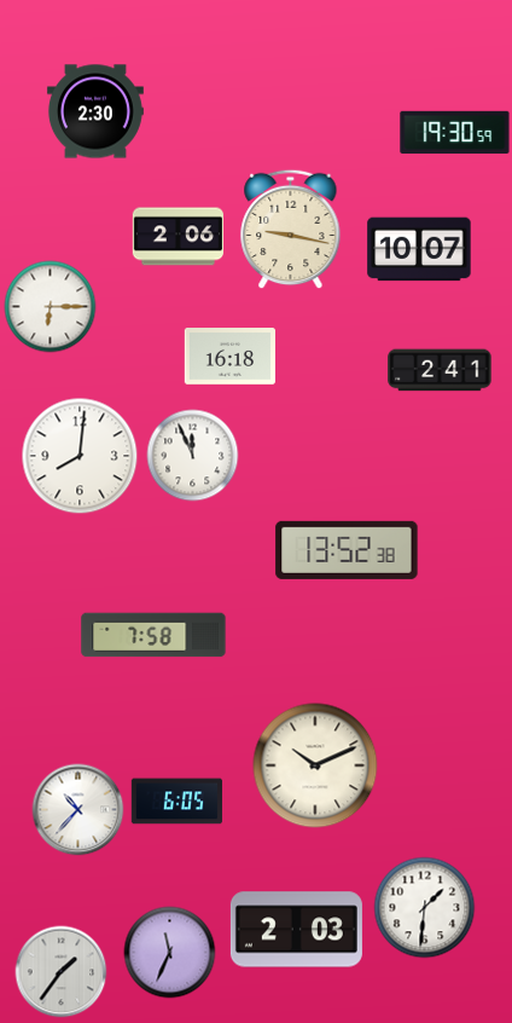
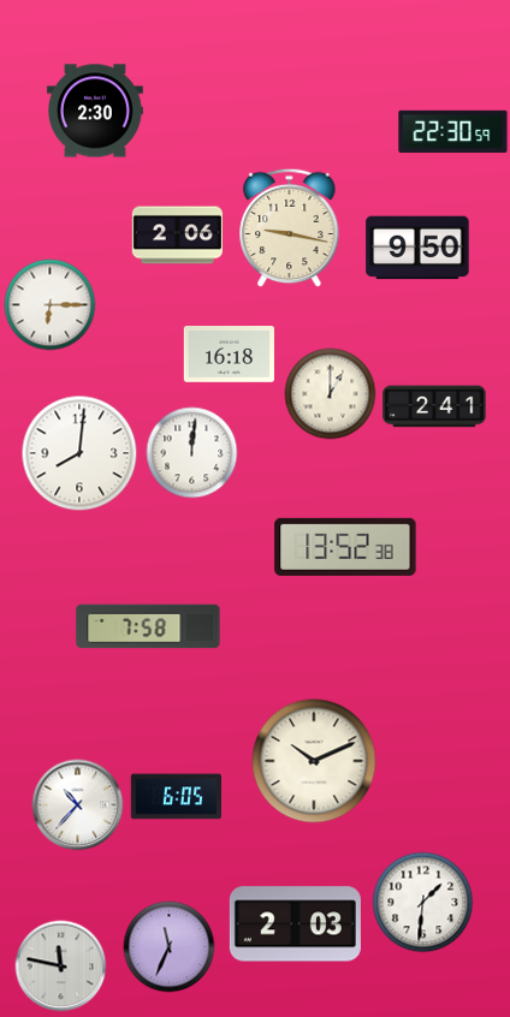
clock at (455, 133): 19:30 -> 22:30
clock at (419, 249): 10:07 -> 9:50
clock at (440, 370) position: (440, 370) -> (434, 406)
clock at (331, 394): none -> 1:00
clock at (193, 456): 11:56 -> 12:01
clock at (153, 635) position: (153, 635) -> (148, 626)
clock at (62, 972): 1:36 -> 11:47
